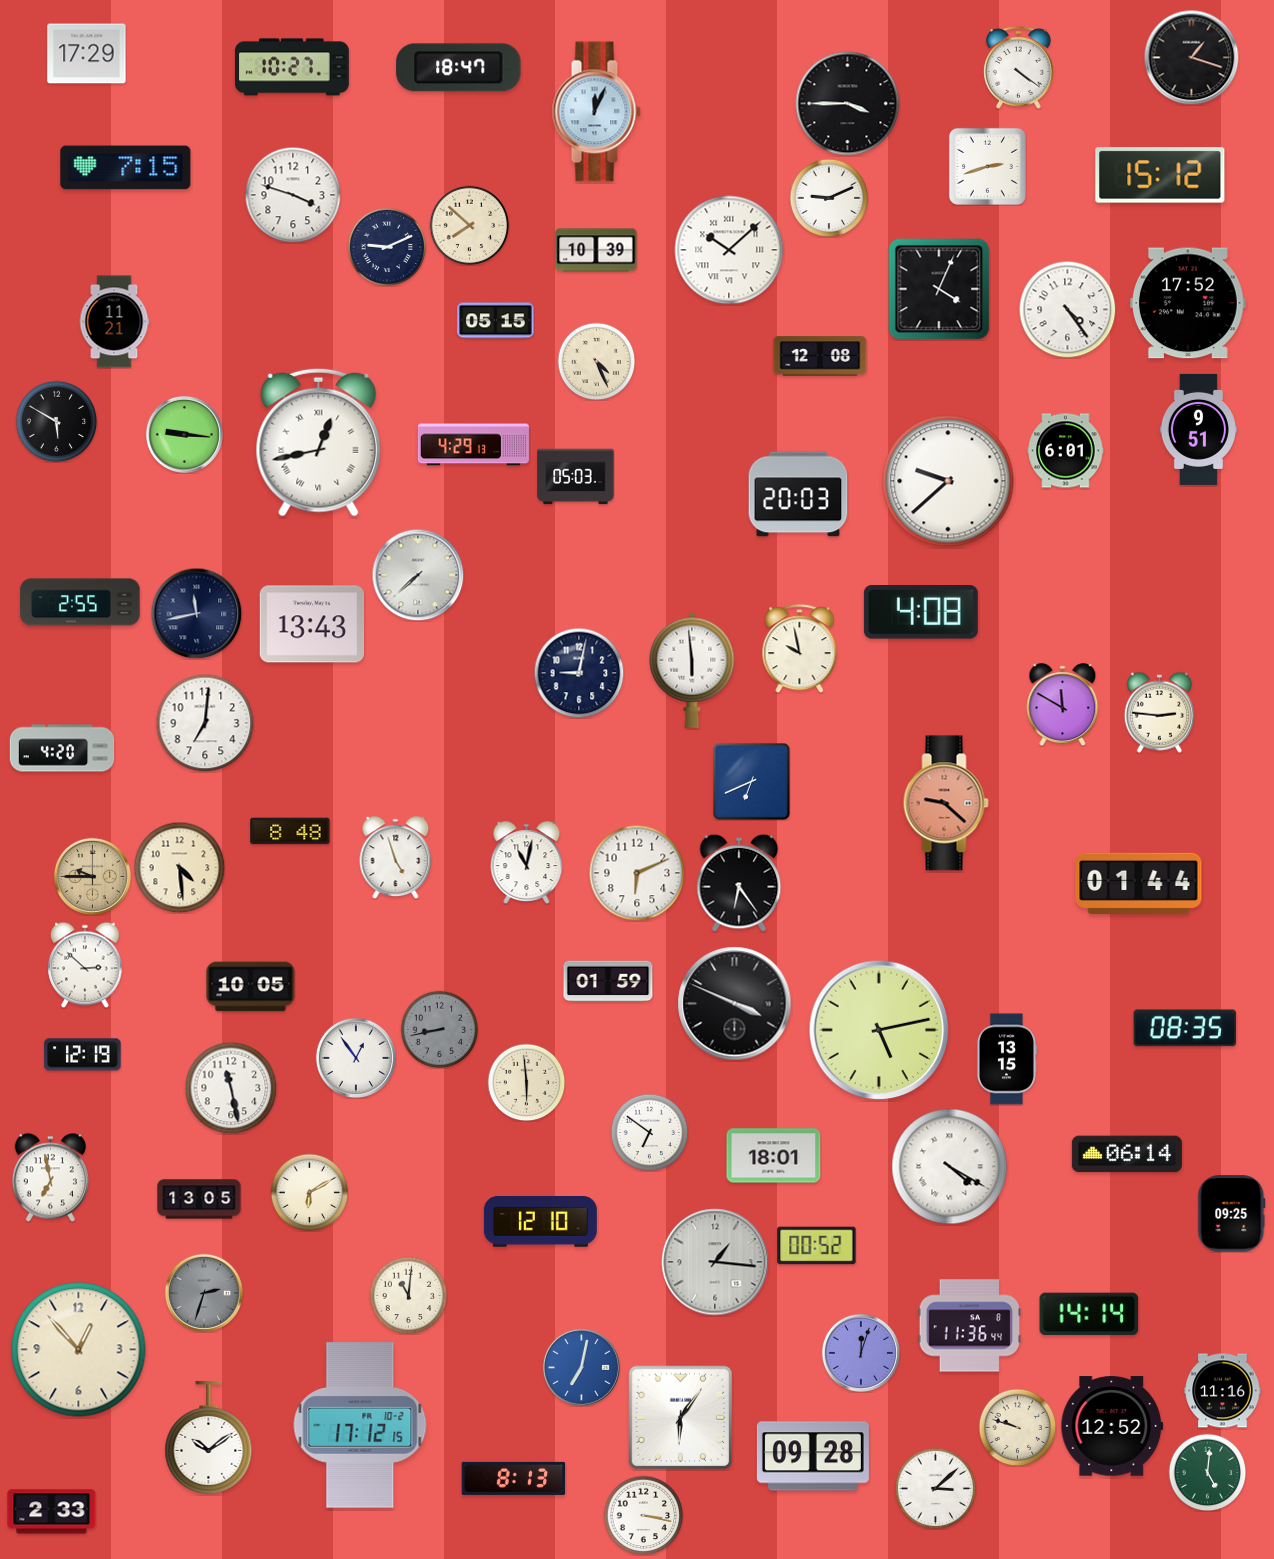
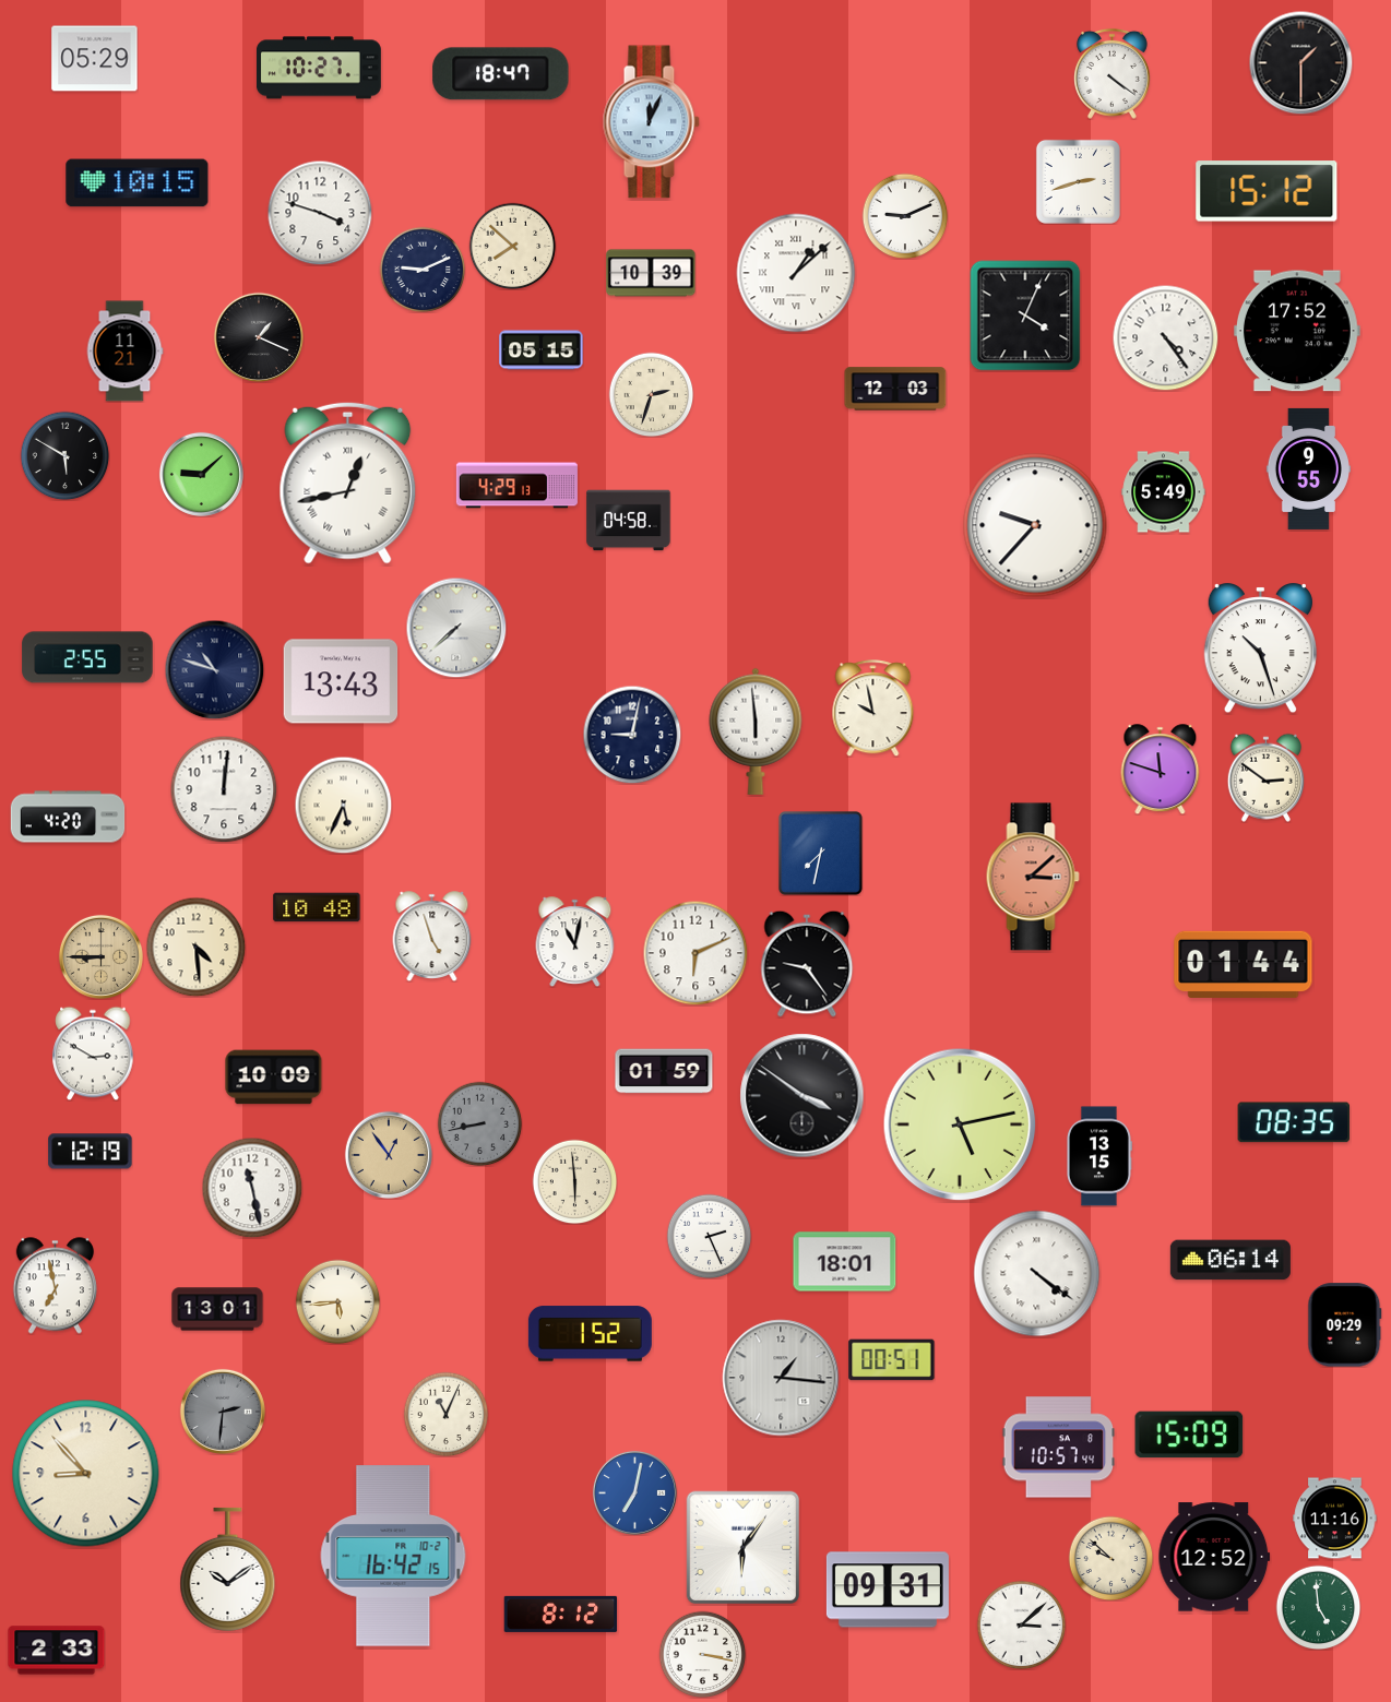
clock at (87, 54): 17:29 -> 05:29
clock at (1191, 57): 1:18 -> 1:30
clock at (292, 67) position: (292, 67) -> (319, 68)
clock at (848, 104): 3:45 -> none
clock at (126, 168): 7:15 -> 10:15
clock at (729, 250): 10:08 -> 1:08
clock at (259, 337): none -> 1:19
clock at (820, 356): 12:08 -> 12:03
clock at (596, 361): 4:26 -> 2:33
clock at (56, 421) position: (56, 421) -> (64, 455)
clock at (1198, 429): 9:51 -> 9:55
clock at (184, 434): 9:16 -> 9:08
clock at (1066, 451): 6:01 -> 5:49
clock at (576, 477): 05:03 -> 04:58
clock at (948, 481): 9:38 -> 9:37
clock at (798, 494): 20:03 -> none
clock at (1260, 648): none -> 10:27
clock at (921, 612): 4:08 -> none
clock at (196, 613): 11:43 -> 10:48
clock at (1063, 705): 11:50 -> 11:48
clock at (1159, 712): 2:46 -> 2:51
clock at (205, 723): 7:01 -> 12:01
clock at (343, 805): none -> 5:34
clock at (751, 781): 6:41 -> 7:32
clock at (946, 803): 9:22 -> 3:08
clock at (290, 831): 8:48 -> 10:48
clock at (92, 876): 9:45 -> 8:45
clock at (739, 883): 6:24 -> 9:24
clock at (85, 965): 2:52 -> 2:50
clock at (251, 987): 10:05 -> 10:09
clock at (735, 1004): 3:49 -> 3:51
clock at (356, 1058) dial: white -> champagne
clock at (649, 1132): 6:51 -> 2:26
clock at (950, 1167): 4:20 -> 4:21
clock at (309, 1192): 6:10 -> 5:44
clock at (199, 1199): 13:05 -> 13:01
clock at (1232, 1214): 09:25 -> 09:29
clock at (540, 1222): 12:10 -> 1:52
clock at (817, 1246): 00:52 -> 00:51
clock at (204, 1293): 2:33 -> 2:31
clock at (408, 1295): 11:01 -> 11:04
clock at (1089, 1314): 14:14 -> 15:09
clock at (970, 1326): 11:36 -> 10:57
clock at (79, 1350): 12:53 -> 8:53
clock at (861, 1353): 12:03 -> none
clock at (360, 1425): 17:12 -> 16:42
clock at (1017, 1427): 9:48 -> 9:52
clock at (813, 1456): 09:28 -> 09:31
clock at (1207, 1472): 5:01 -> 4:59
clock at (514, 1478): 8:13 -> 8:12
